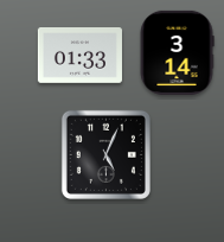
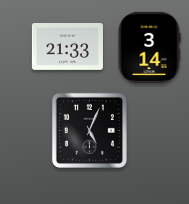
clock at (177, 52) position: (177, 52) -> (149, 47)
clock at (79, 56): 01:33 -> 21:33
